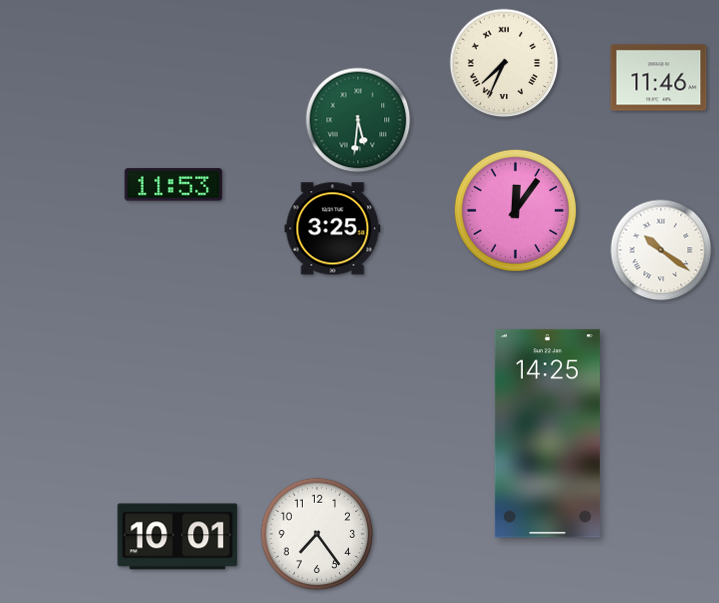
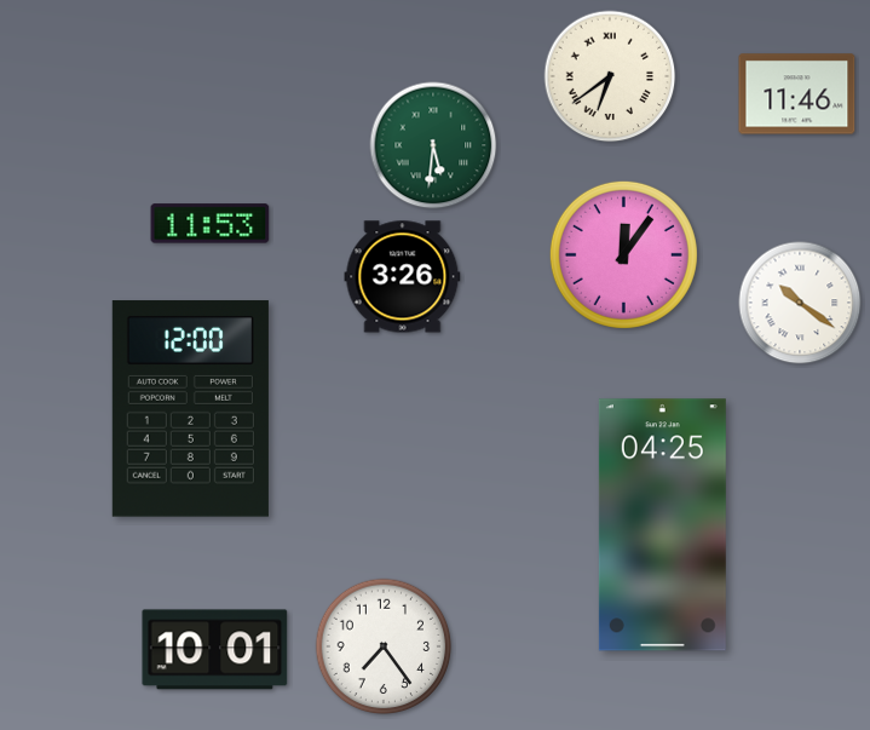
clock at (504, 63): 7:34 -> 6:39
clock at (333, 229): 3:25 -> 3:26
clock at (190, 409): none -> 12:00
clock at (547, 434): 14:25 -> 04:25
